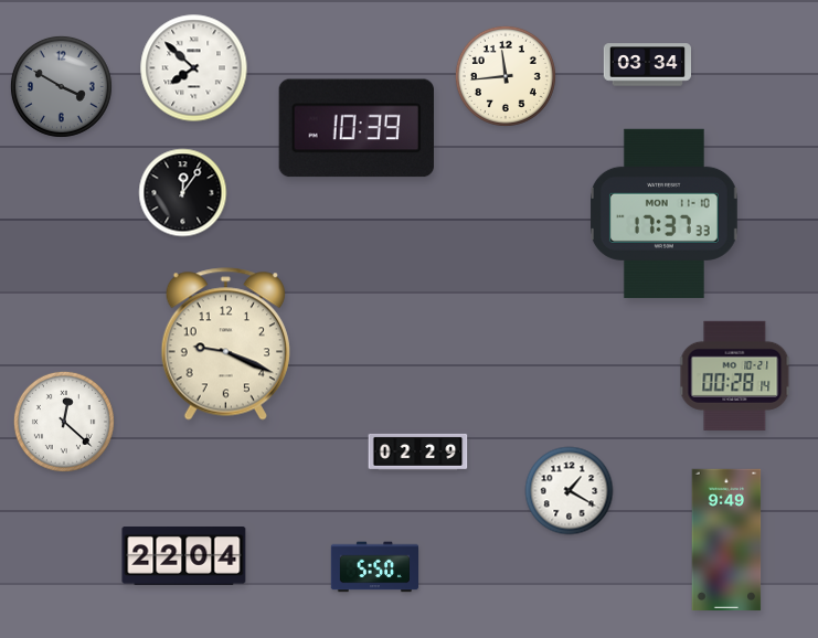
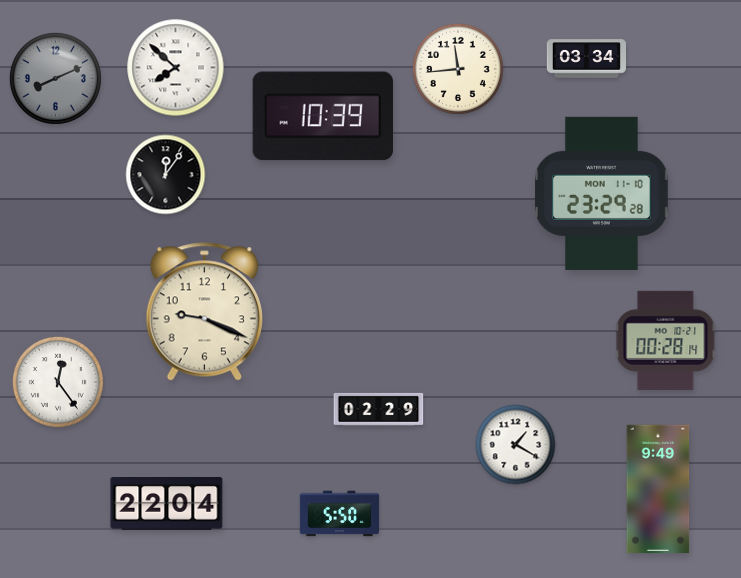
clock at (194, 68) position: (194, 68) -> (176, 68)
clock at (61, 86): 3:50 -> 8:11
clock at (665, 213): 17:37 -> 23:29
clock at (64, 422): 12:22 -> 12:24
